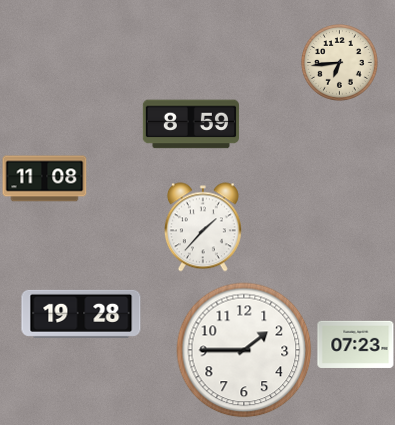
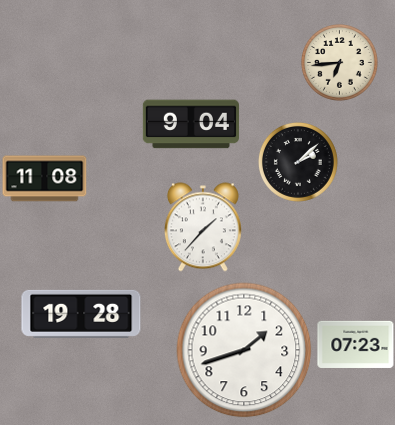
clock at (191, 124): 8:59 -> 9:04
clock at (298, 162): none -> 2:08
clock at (244, 350): 1:45 -> 1:42
